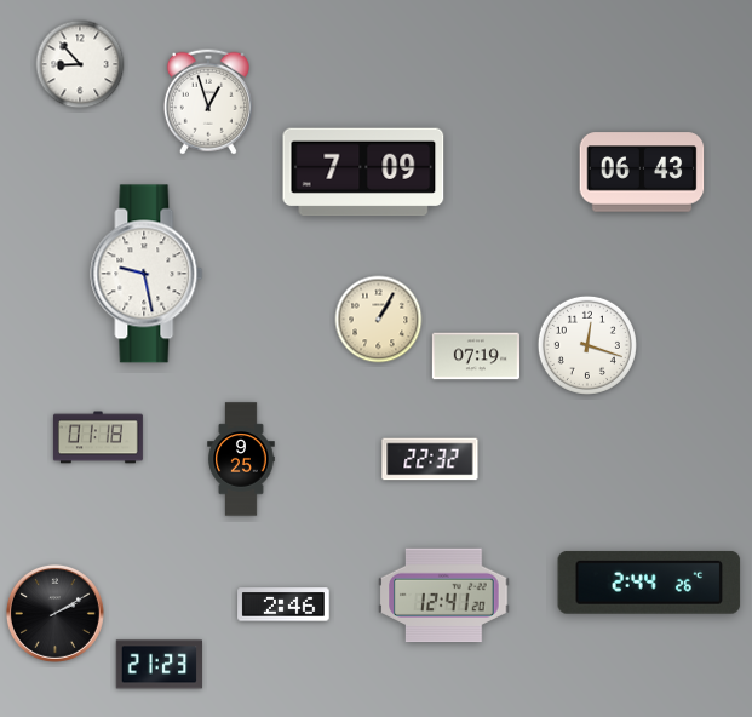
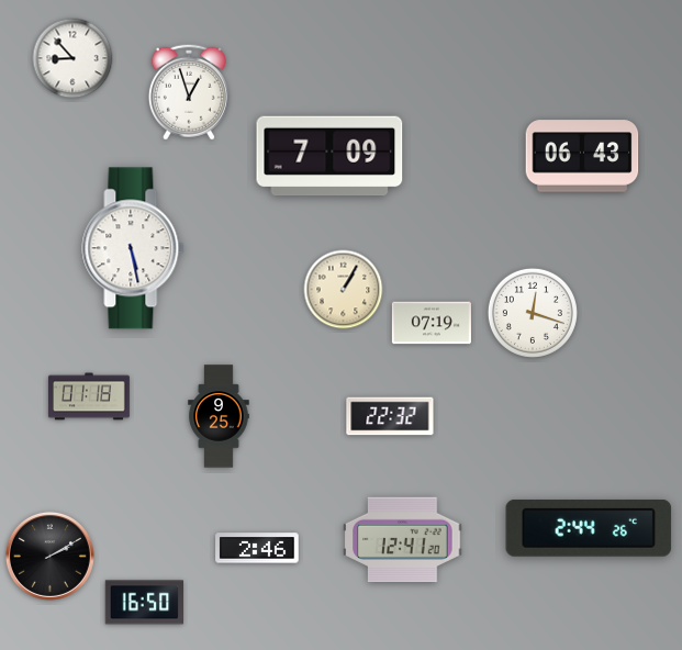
clock at (147, 274): 9:28 -> 5:28
clock at (159, 665): 21:23 -> 16:50
